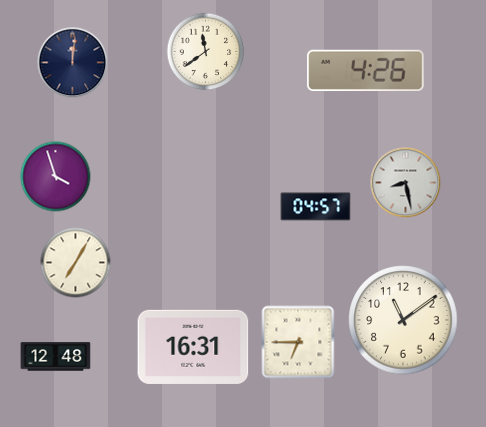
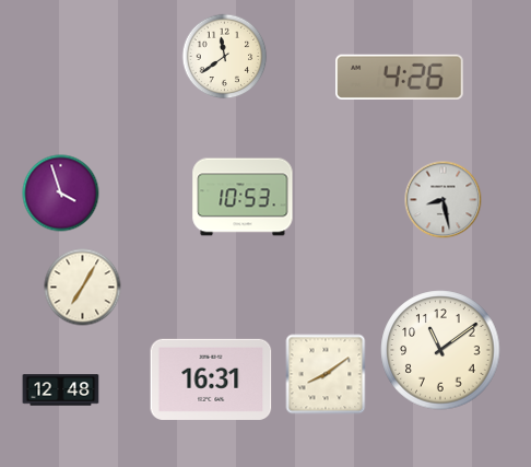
clock at (73, 63): 12:01 -> none
clock at (243, 197): none -> 10:53
clock at (316, 207): 04:57 -> none
clock at (298, 342): 6:45 -> 8:09
